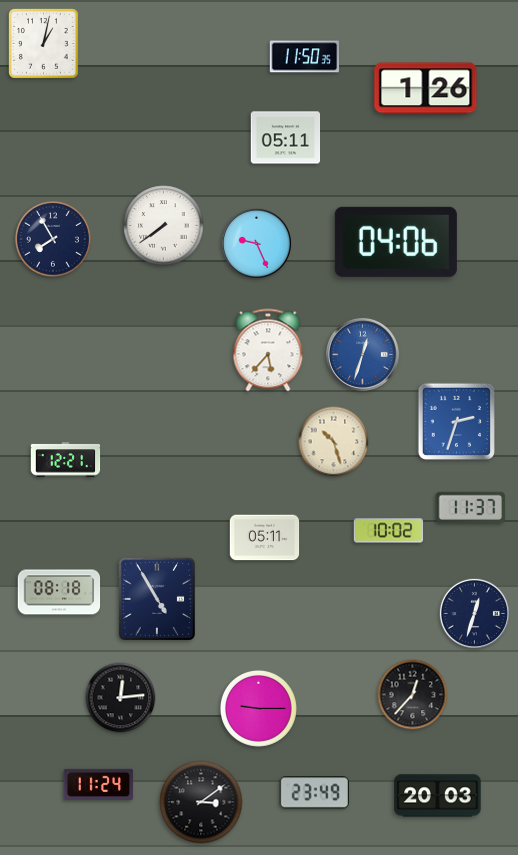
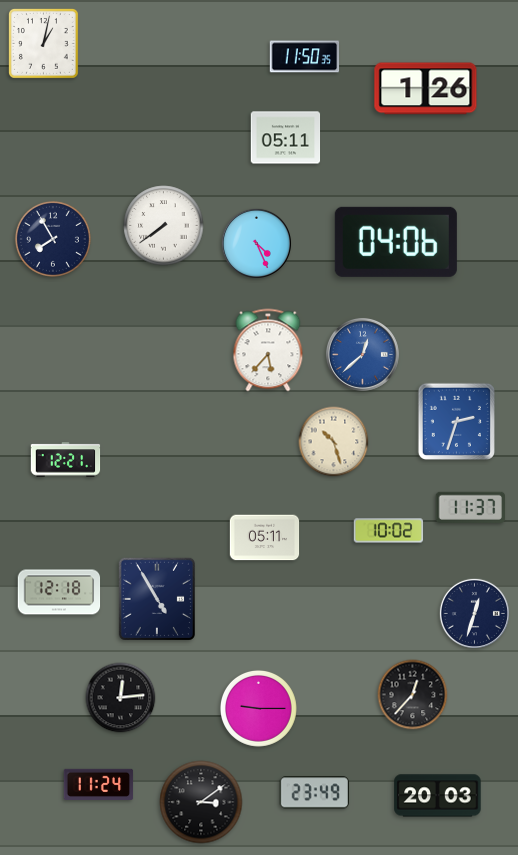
clock at (256, 243): 9:26 -> 4:26
clock at (362, 354): 12:33 -> 12:38
clock at (59, 592): 08:18 -> 12:18
